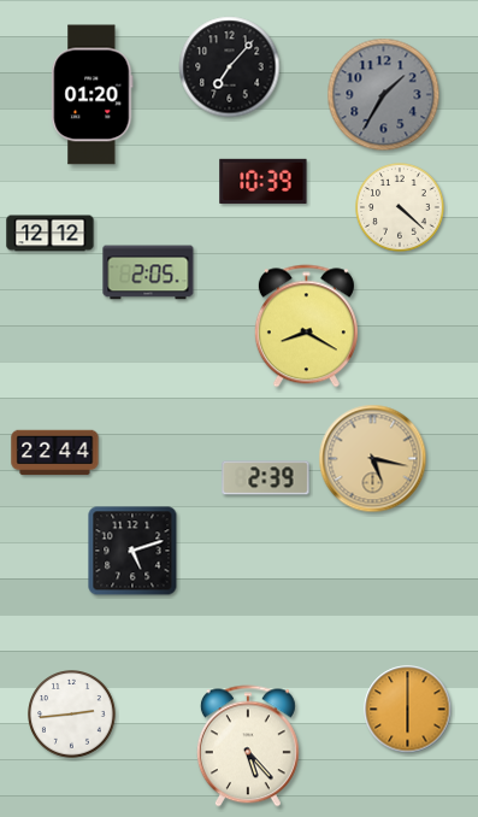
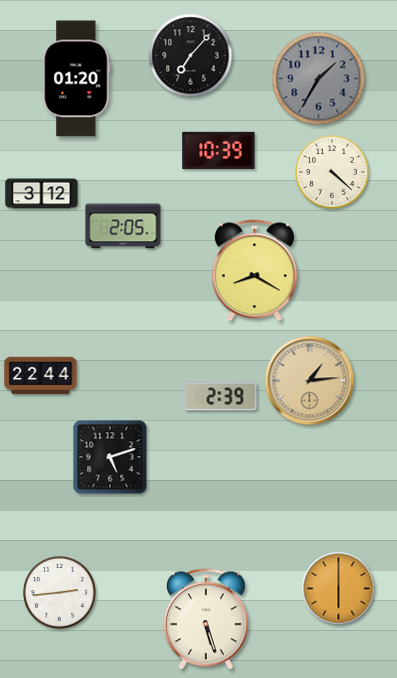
clock at (51, 234): 12:12 -> 3:12
clock at (55, 453) position: (55, 453) -> (41, 376)
clock at (373, 459): 5:17 -> 1:14
clock at (248, 746): 5:23 -> 5:27
